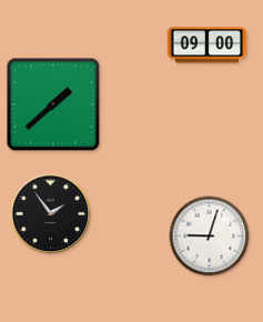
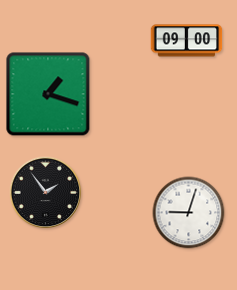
clock at (53, 104): 1:38 -> 1:18
